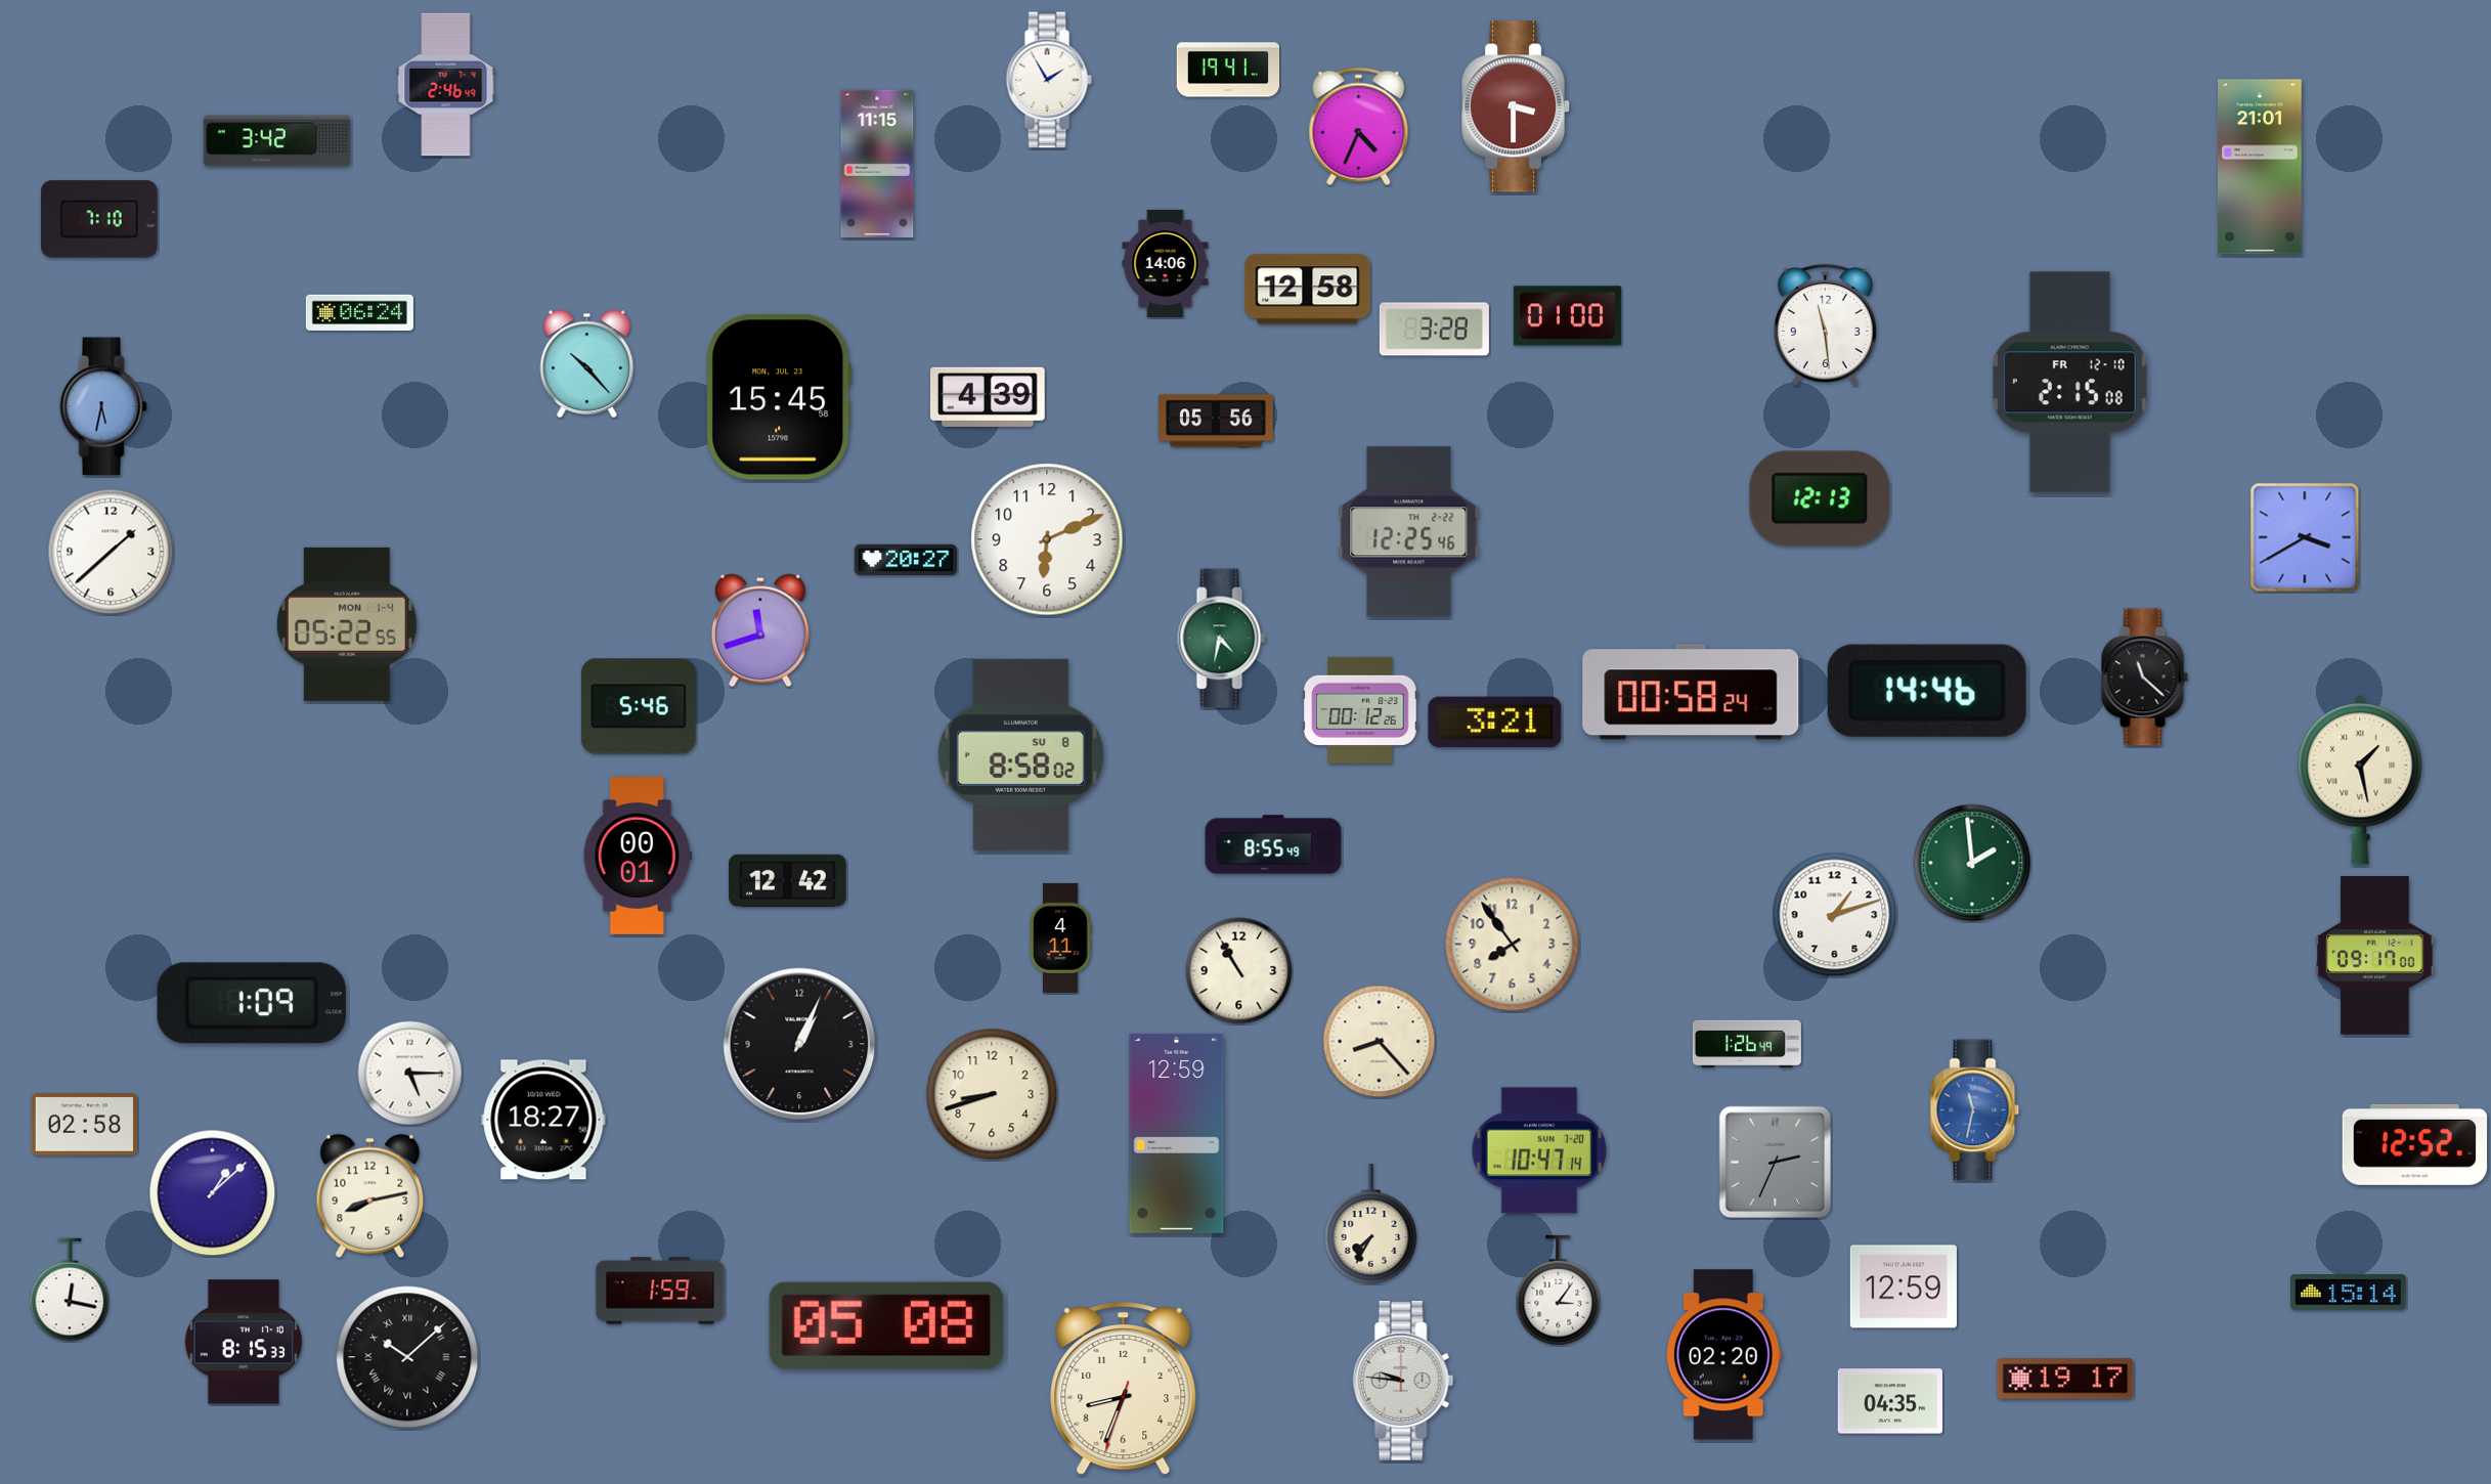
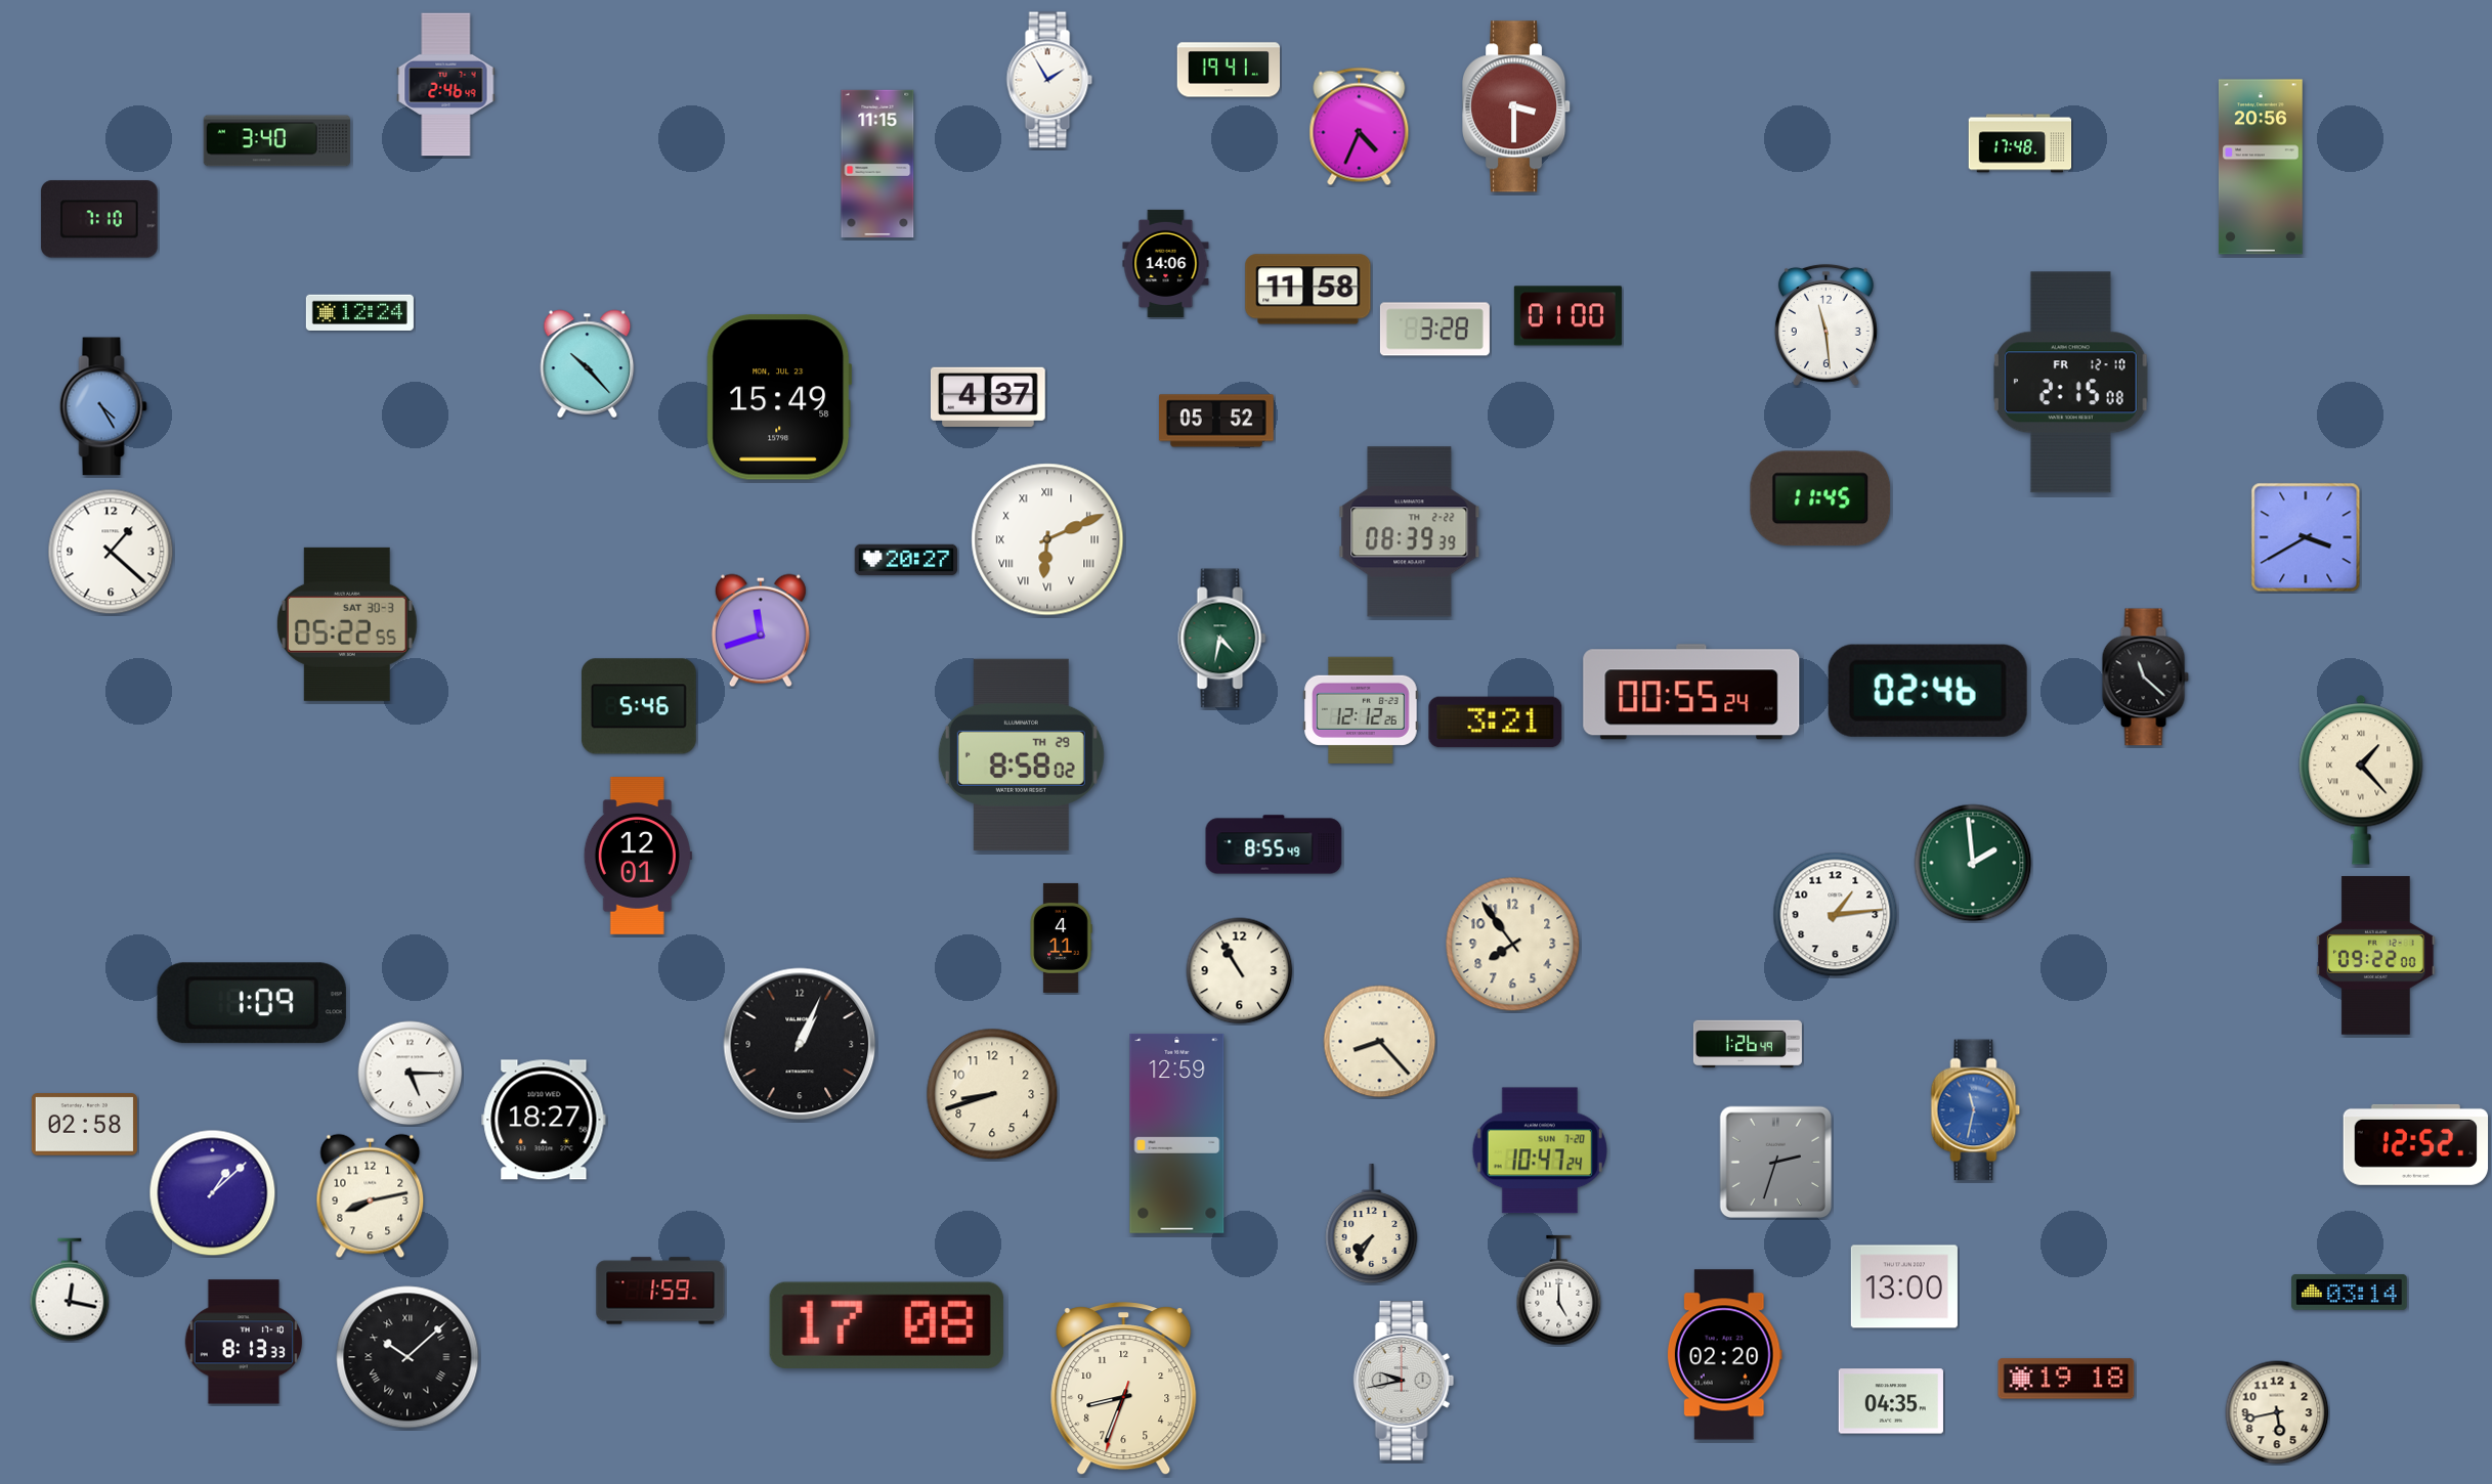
clock at (276, 141): 3:42 -> 3:40
clock at (2020, 143): none -> 17:48
clock at (2260, 167): 21:01 -> 20:56
clock at (1308, 290): 12:58 -> 11:58
clock at (359, 312): 06:24 -> 12:24
clock at (779, 397): 15:45 -> 15:49
clock at (989, 397): 4:39 -> 4:37
clock at (103, 406): 5:32 -> 4:25
clock at (1216, 421): 05:56 -> 05:52
clock at (1820, 498): 12:13 -> 11:45
clock at (1409, 532): 12:25 -> 08:39
clock at (1047, 539) numerals: Arabic -> Roman
clock at (111, 552): 1:38 -> 1:22
clock at (347, 624) date: MON 1-4 -> SAT 30-3
clock at (1927, 691): 14:46 -> 02:46
clock at (1691, 692): 00:58 -> 00:55
clock at (1360, 710): 00:12 -> 12:12
clock at (1020, 754) date: SU 8 -> TH 29
clock at (2360, 780): 1:28 -> 1:23
clock at (638, 857): 00:01 -> 12:01
clock at (788, 880): 12:42 -> none
clock at (1835, 915): 1:12 -> 1:14
clock at (2375, 956): 09:17 -> 09:22
clock at (1539, 1150): 10:47:14 -> 10:47:24
clock at (1776, 1163): 2:34 -> 2:33
clock at (1904, 1286): 12:59 -> 13:00
clock at (1559, 1291): 3:06 -> 5:00
clock at (2349, 1293): 15:14 -> 03:14
clock at (886, 1325): 05:08 -> 17:08
clock at (244, 1342): 8:15 -> 8:13
clock at (2065, 1379): 19:17 -> 19:18
clock at (1403, 1382): 9:46 -> 9:43
clock at (2277, 1412): none -> 5:43
